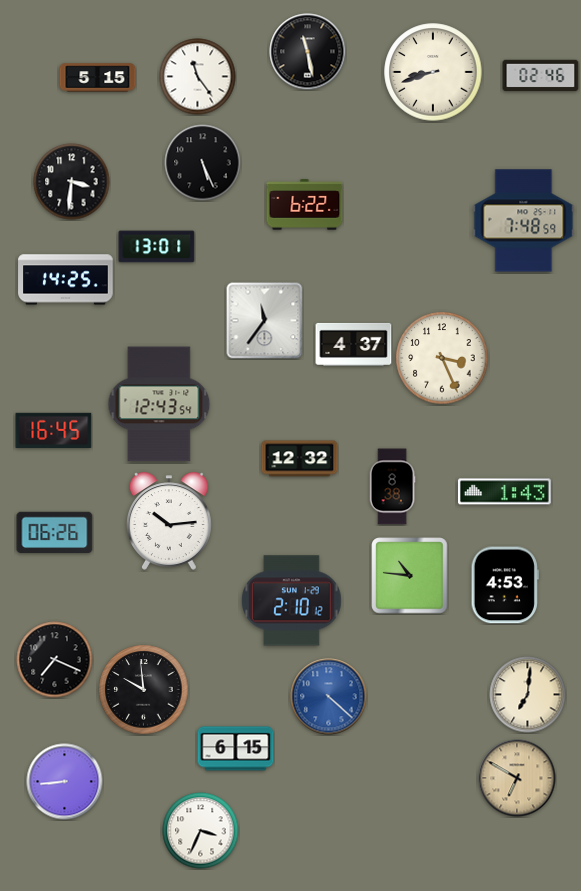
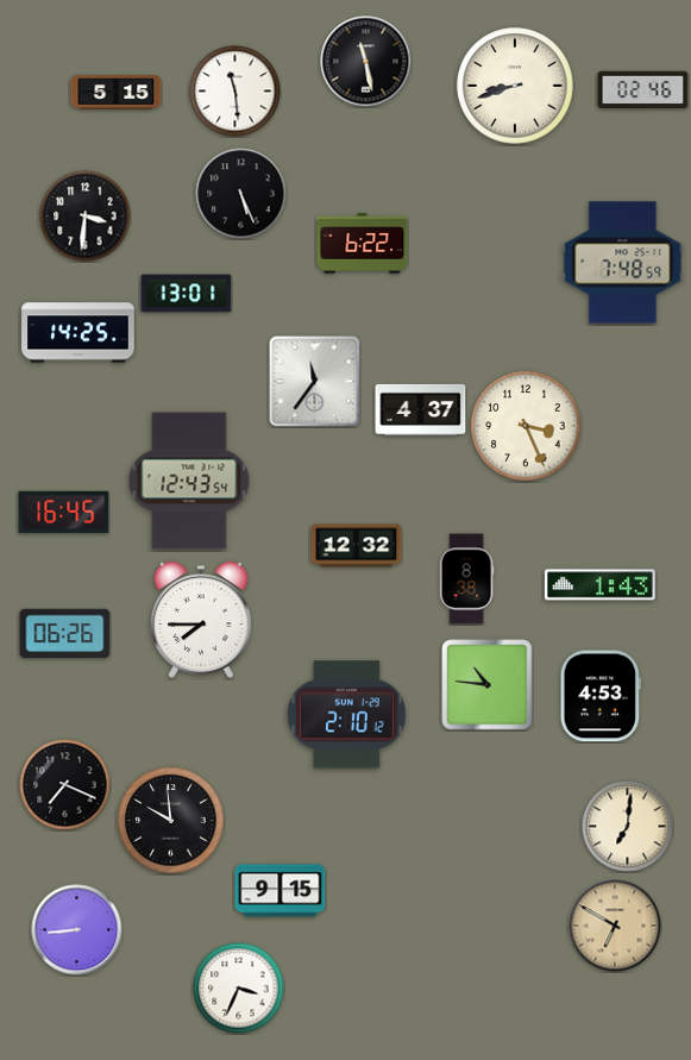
clock at (198, 77): 11:24 -> 11:29
clock at (169, 521): 10:14 -> 7:45
clock at (329, 697): 4:22 -> none
clock at (236, 749): 6:15 -> 9:15
